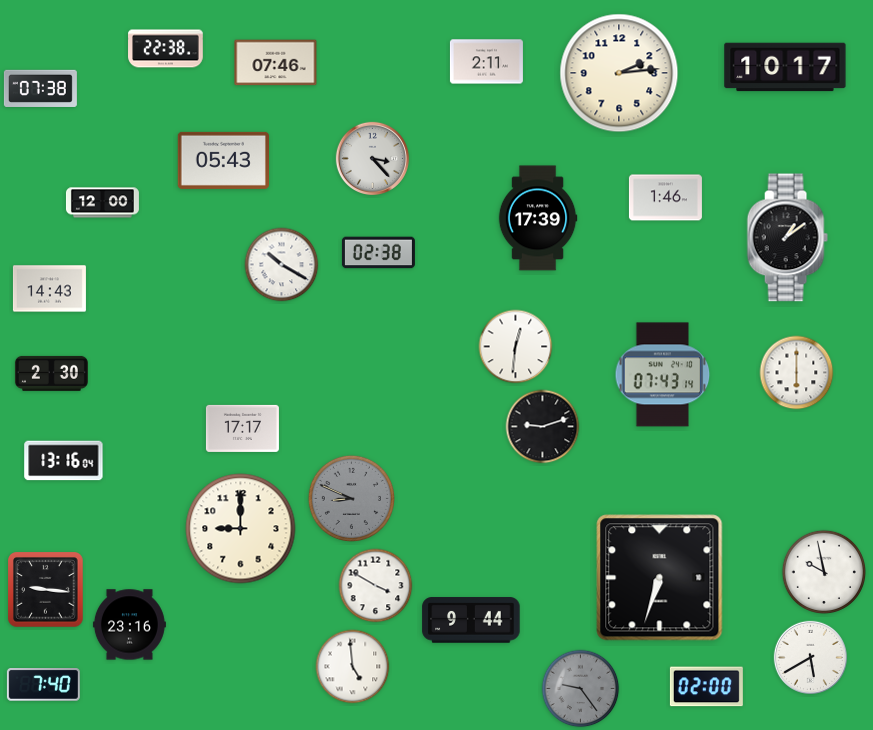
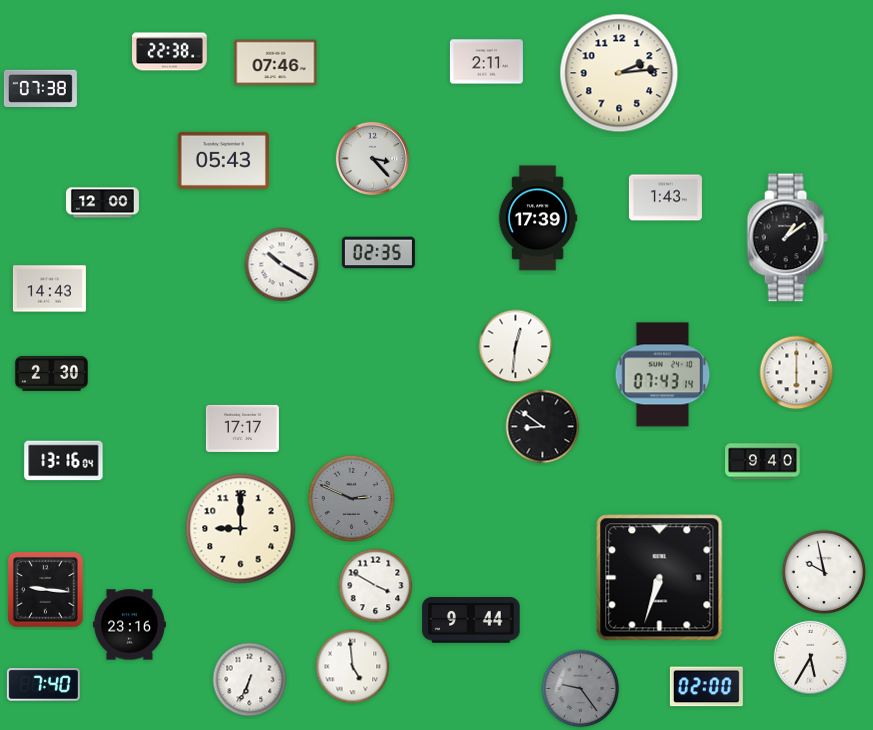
clock at (166, 49) position: (166, 49) -> (170, 52)
clock at (785, 67): 10:17 -> none
clock at (665, 198): 1:46 -> 1:43
clock at (378, 253): 02:38 -> 02:35
clock at (543, 427): 9:12 -> 8:51
clock at (763, 462): none -> 9:40
clock at (351, 498): 8:49 -> 2:49
clock at (810, 657): 5:40 -> 5:35
clock at (250, 680): none -> 6:34
